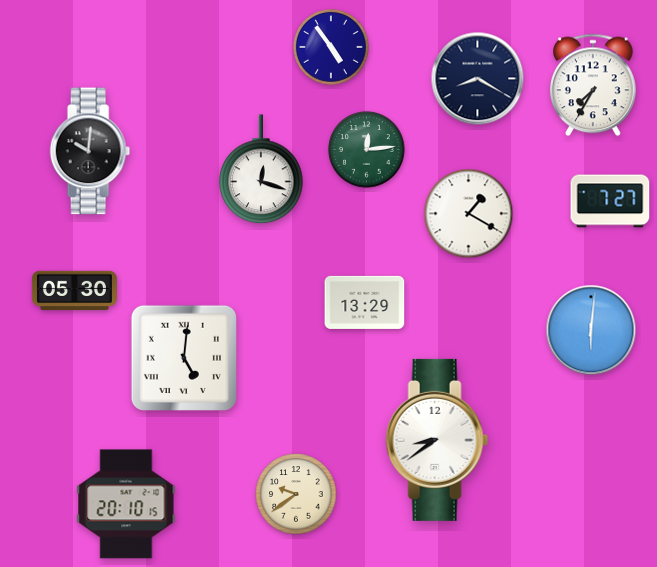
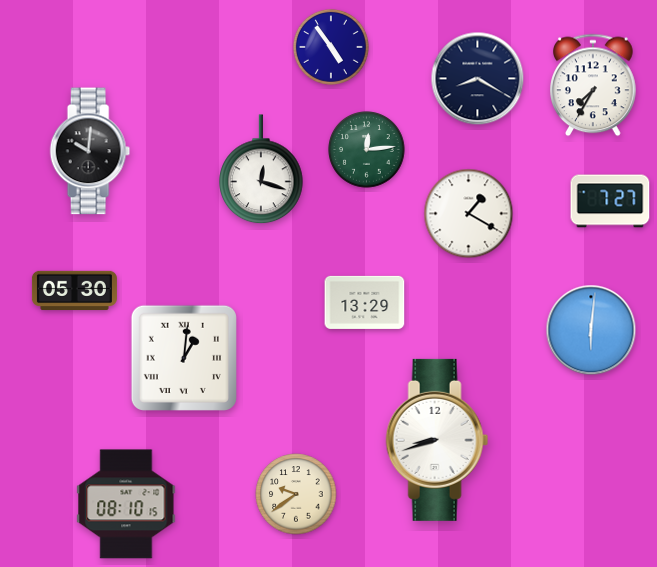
clock at (184, 358): 5:01 -> 1:01
clock at (437, 440): 8:39 -> 8:42
clock at (126, 504): 20:10 -> 08:10
